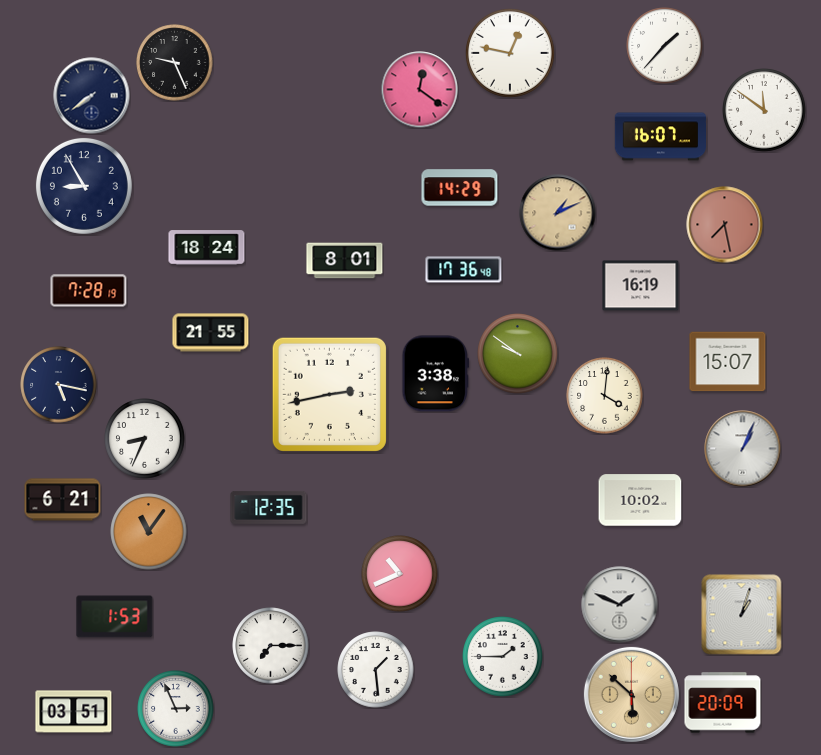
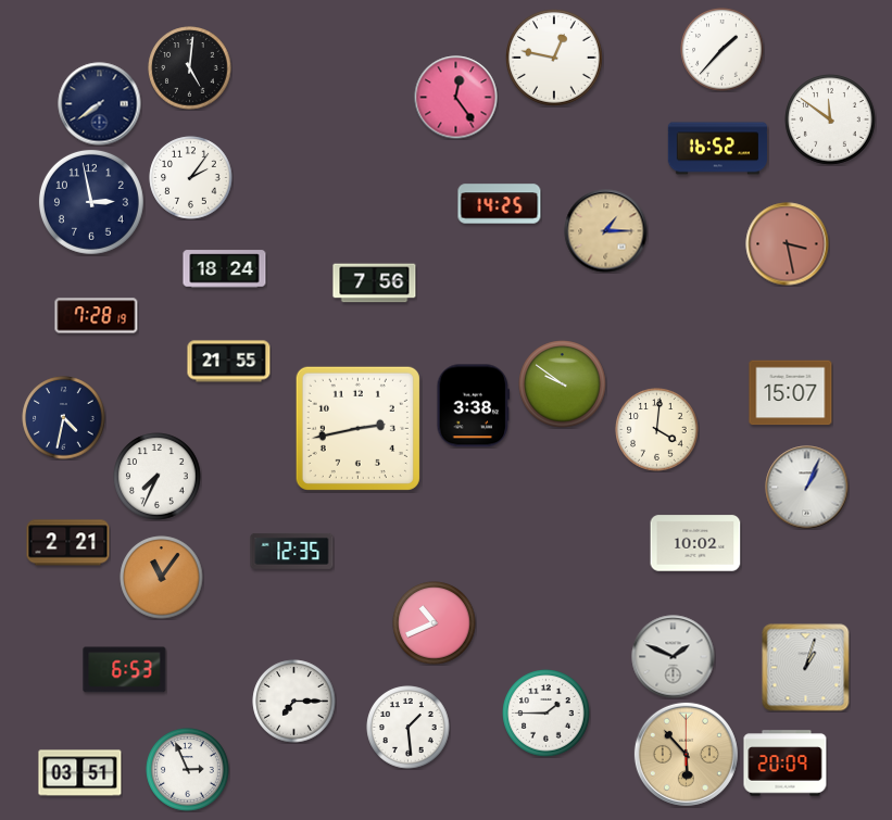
clock at (175, 63): 9:26 -> 5:01
clock at (420, 90): 12:21 -> 12:24
clock at (660, 137): 16:07 -> 16:52
clock at (191, 178): none -> 2:06
clock at (84, 186): 8:55 -> 2:58
clock at (460, 188): 14:29 -> 14:25
clock at (558, 213): 1:11 -> 1:15
clock at (725, 225): 7:28 -> 3:28
clock at (345, 261): 8:01 -> 7:56
clock at (464, 270): 17:36 -> none
clock at (641, 286): 16:19 -> none
clock at (59, 385): 5:17 -> 4:32
clock at (145, 439): 8:34 -> 7:34
clock at (63, 500): 6:21 -> 2:21
clock at (115, 617): 1:53 -> 6:53
clock at (631, 694): 5:52 -> 5:53
clock at (176, 709) position: (176, 709) -> (188, 770)
